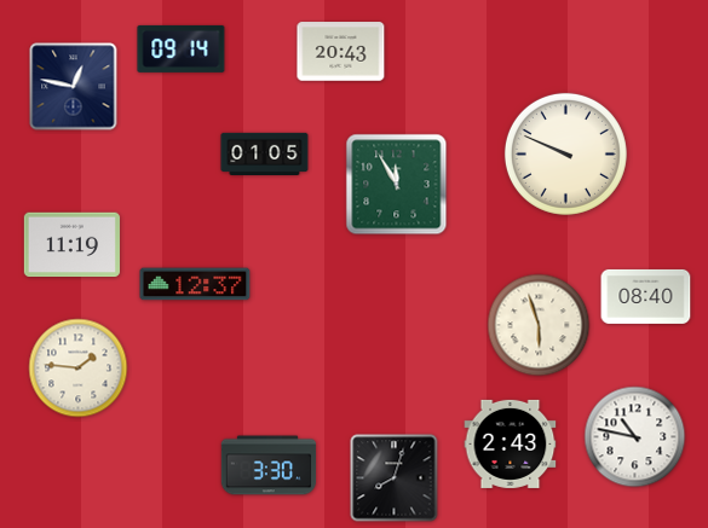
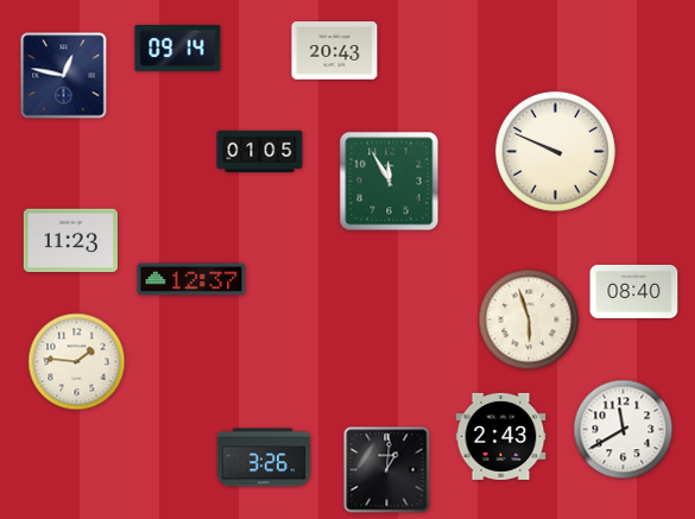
clock at (74, 87) position: (74, 87) -> (64, 76)
clock at (71, 245): 11:19 -> 11:23
clock at (635, 437): 10:47 -> 11:40
clock at (269, 465): 3:30 -> 3:26
clock at (395, 478): 8:03 -> 1:01
